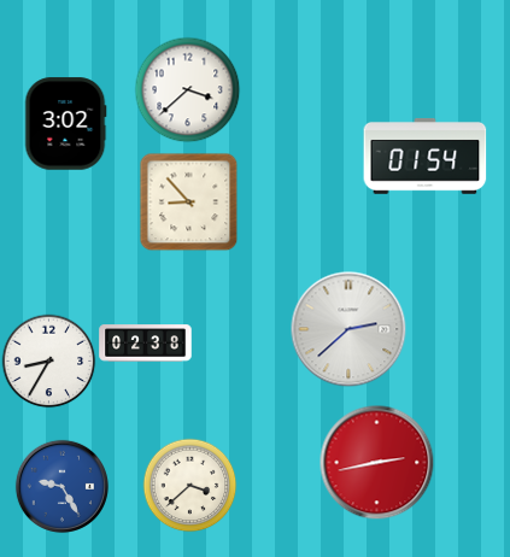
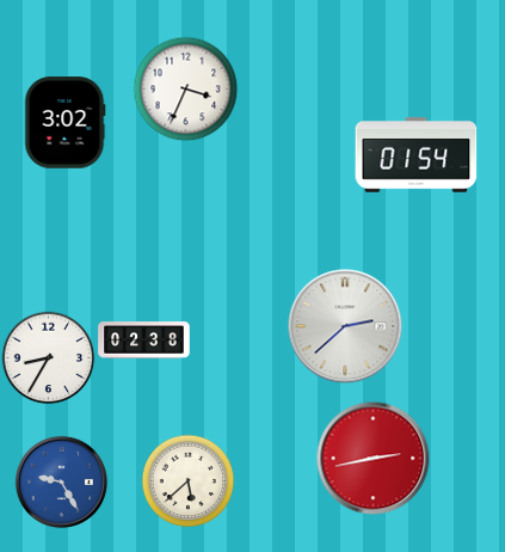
clock at (187, 89): 3:38 -> 3:34
clock at (426, 157) position: (426, 157) -> (417, 155)
clock at (188, 201): 8:53 -> none
clock at (189, 485): 3:38 -> 5:38
